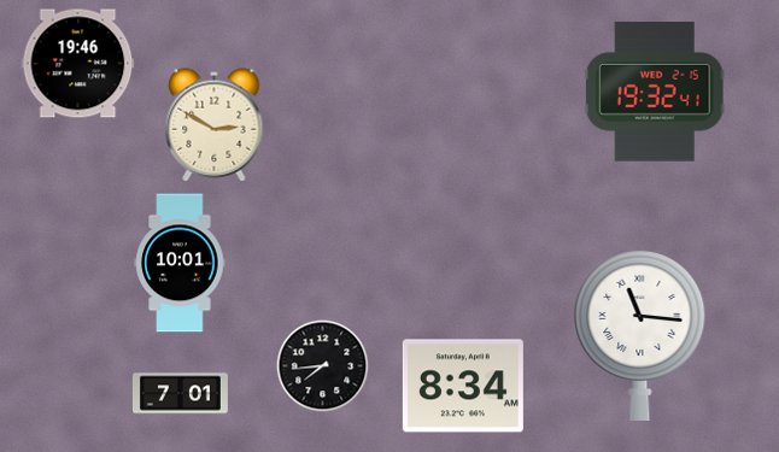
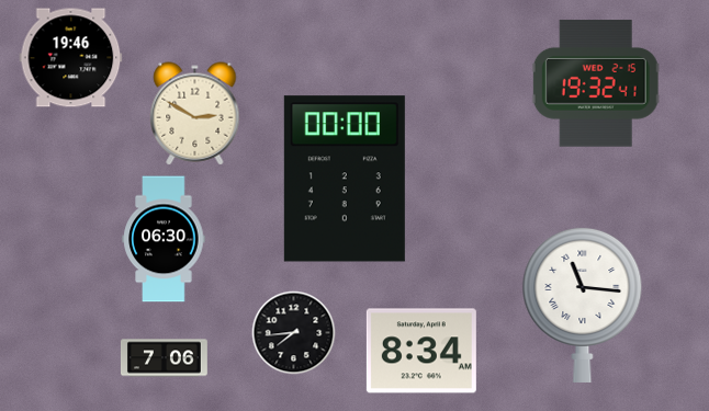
clock at (345, 179): none -> 00:00
clock at (180, 263): 10:01 -> 06:30
clock at (180, 394): 7:01 -> 7:06
